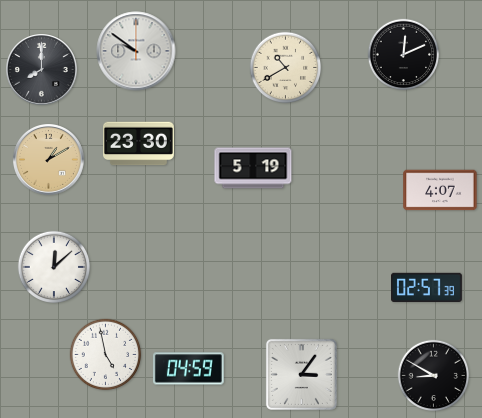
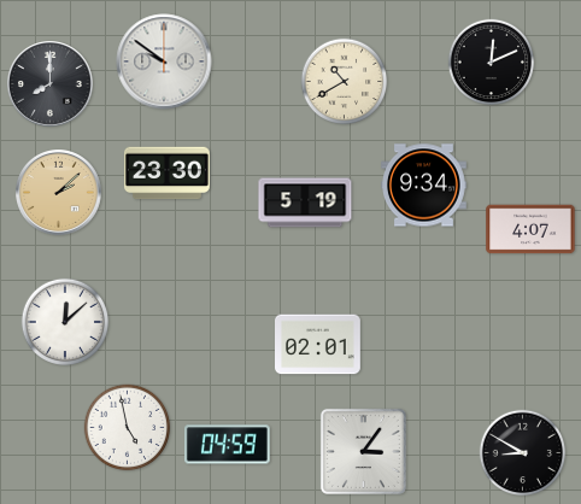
clock at (404, 55) position: (404, 55) -> (492, 63)
clock at (424, 186): none -> 9:34
clock at (49, 160): 1:10 -> 2:08
clock at (318, 345): none -> 02:01
clock at (427, 288): 02:57 -> none
